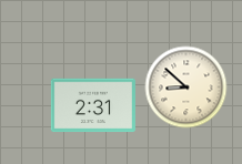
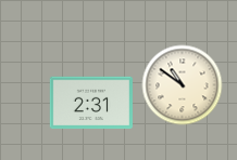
clock at (186, 88): 8:52 -> 10:51
